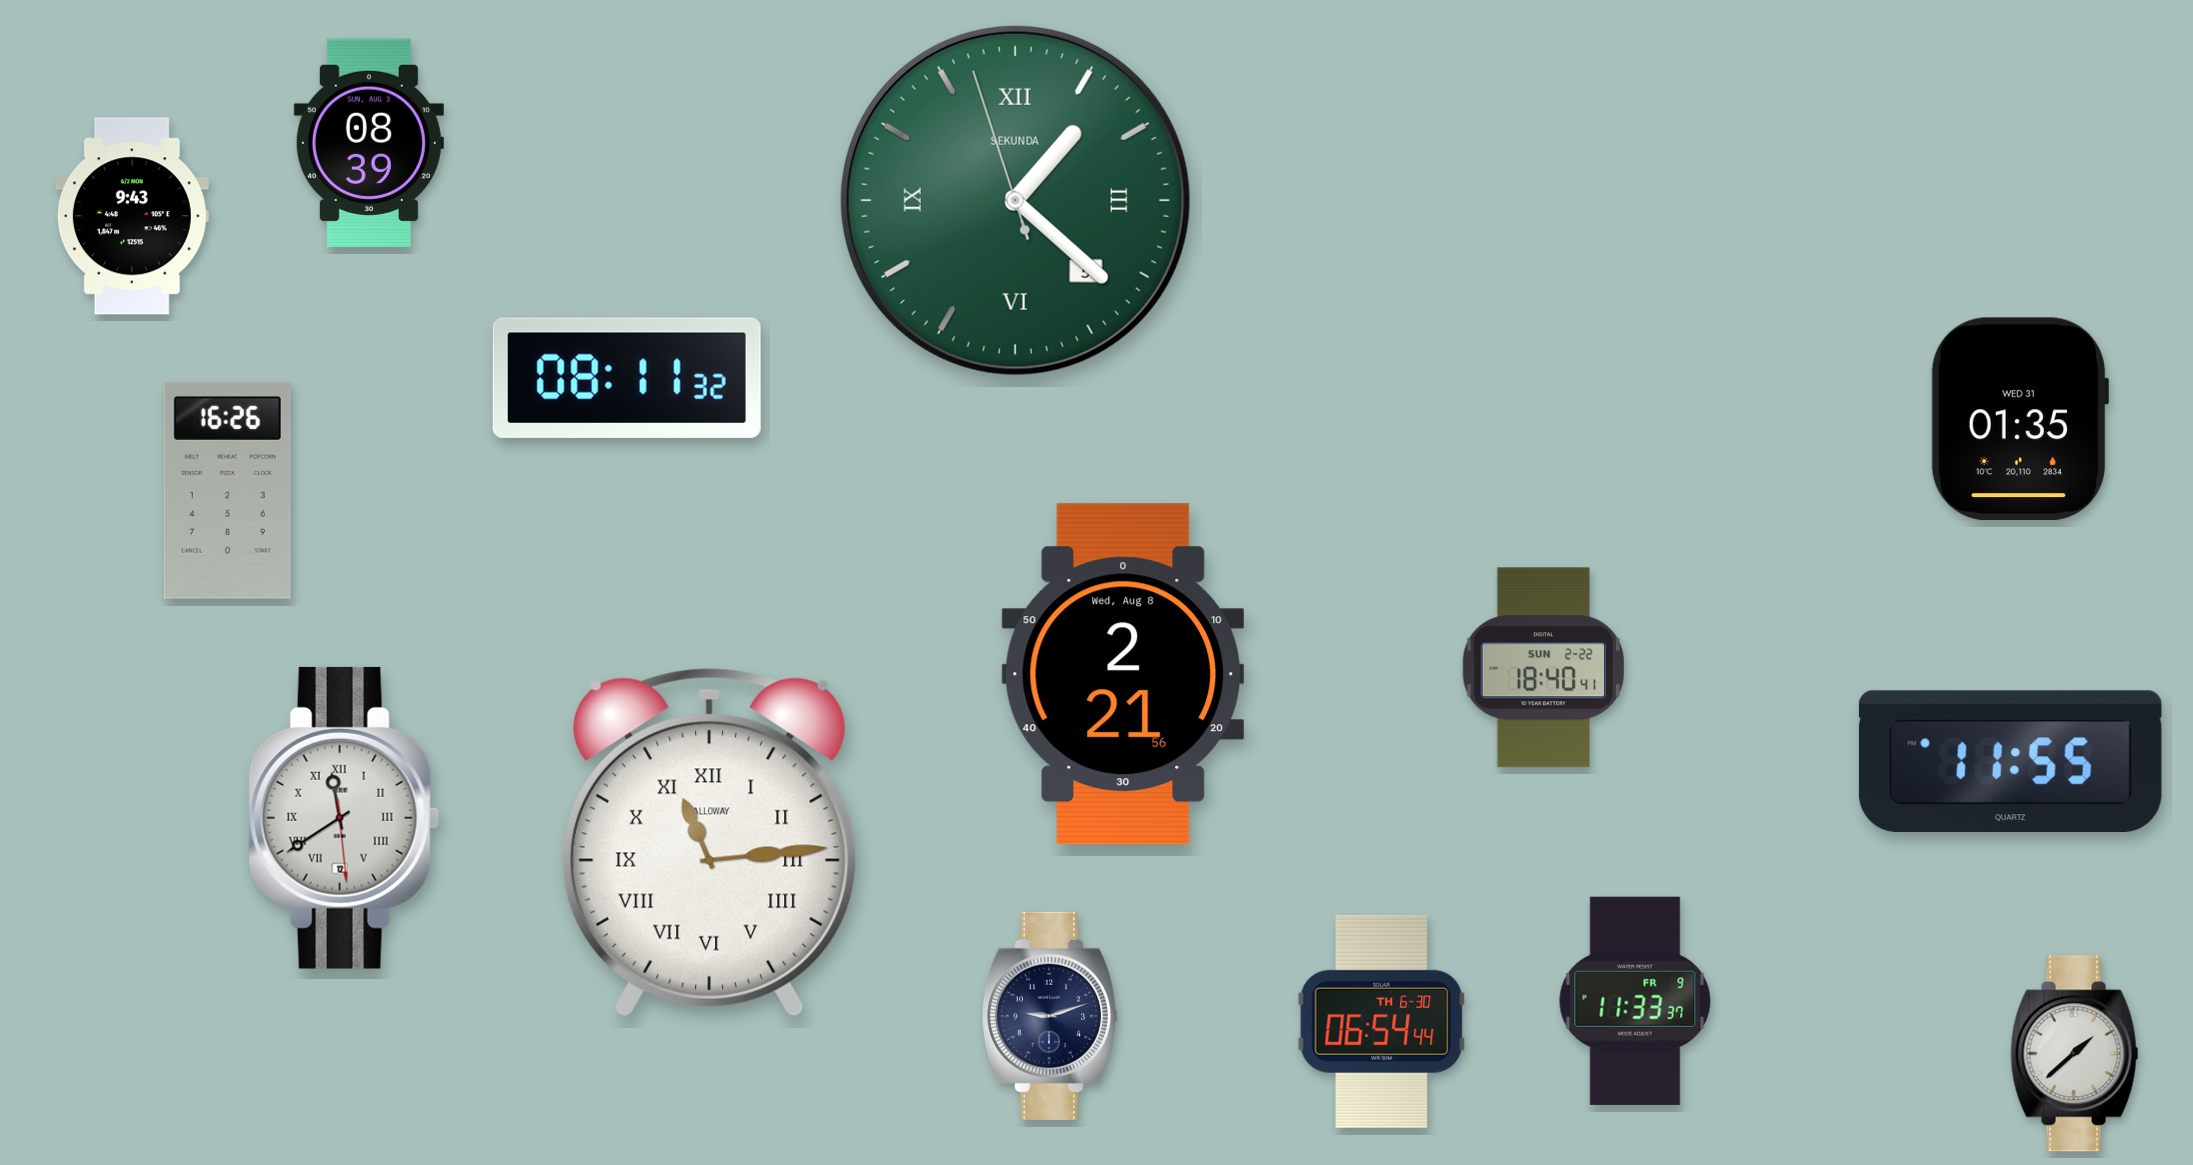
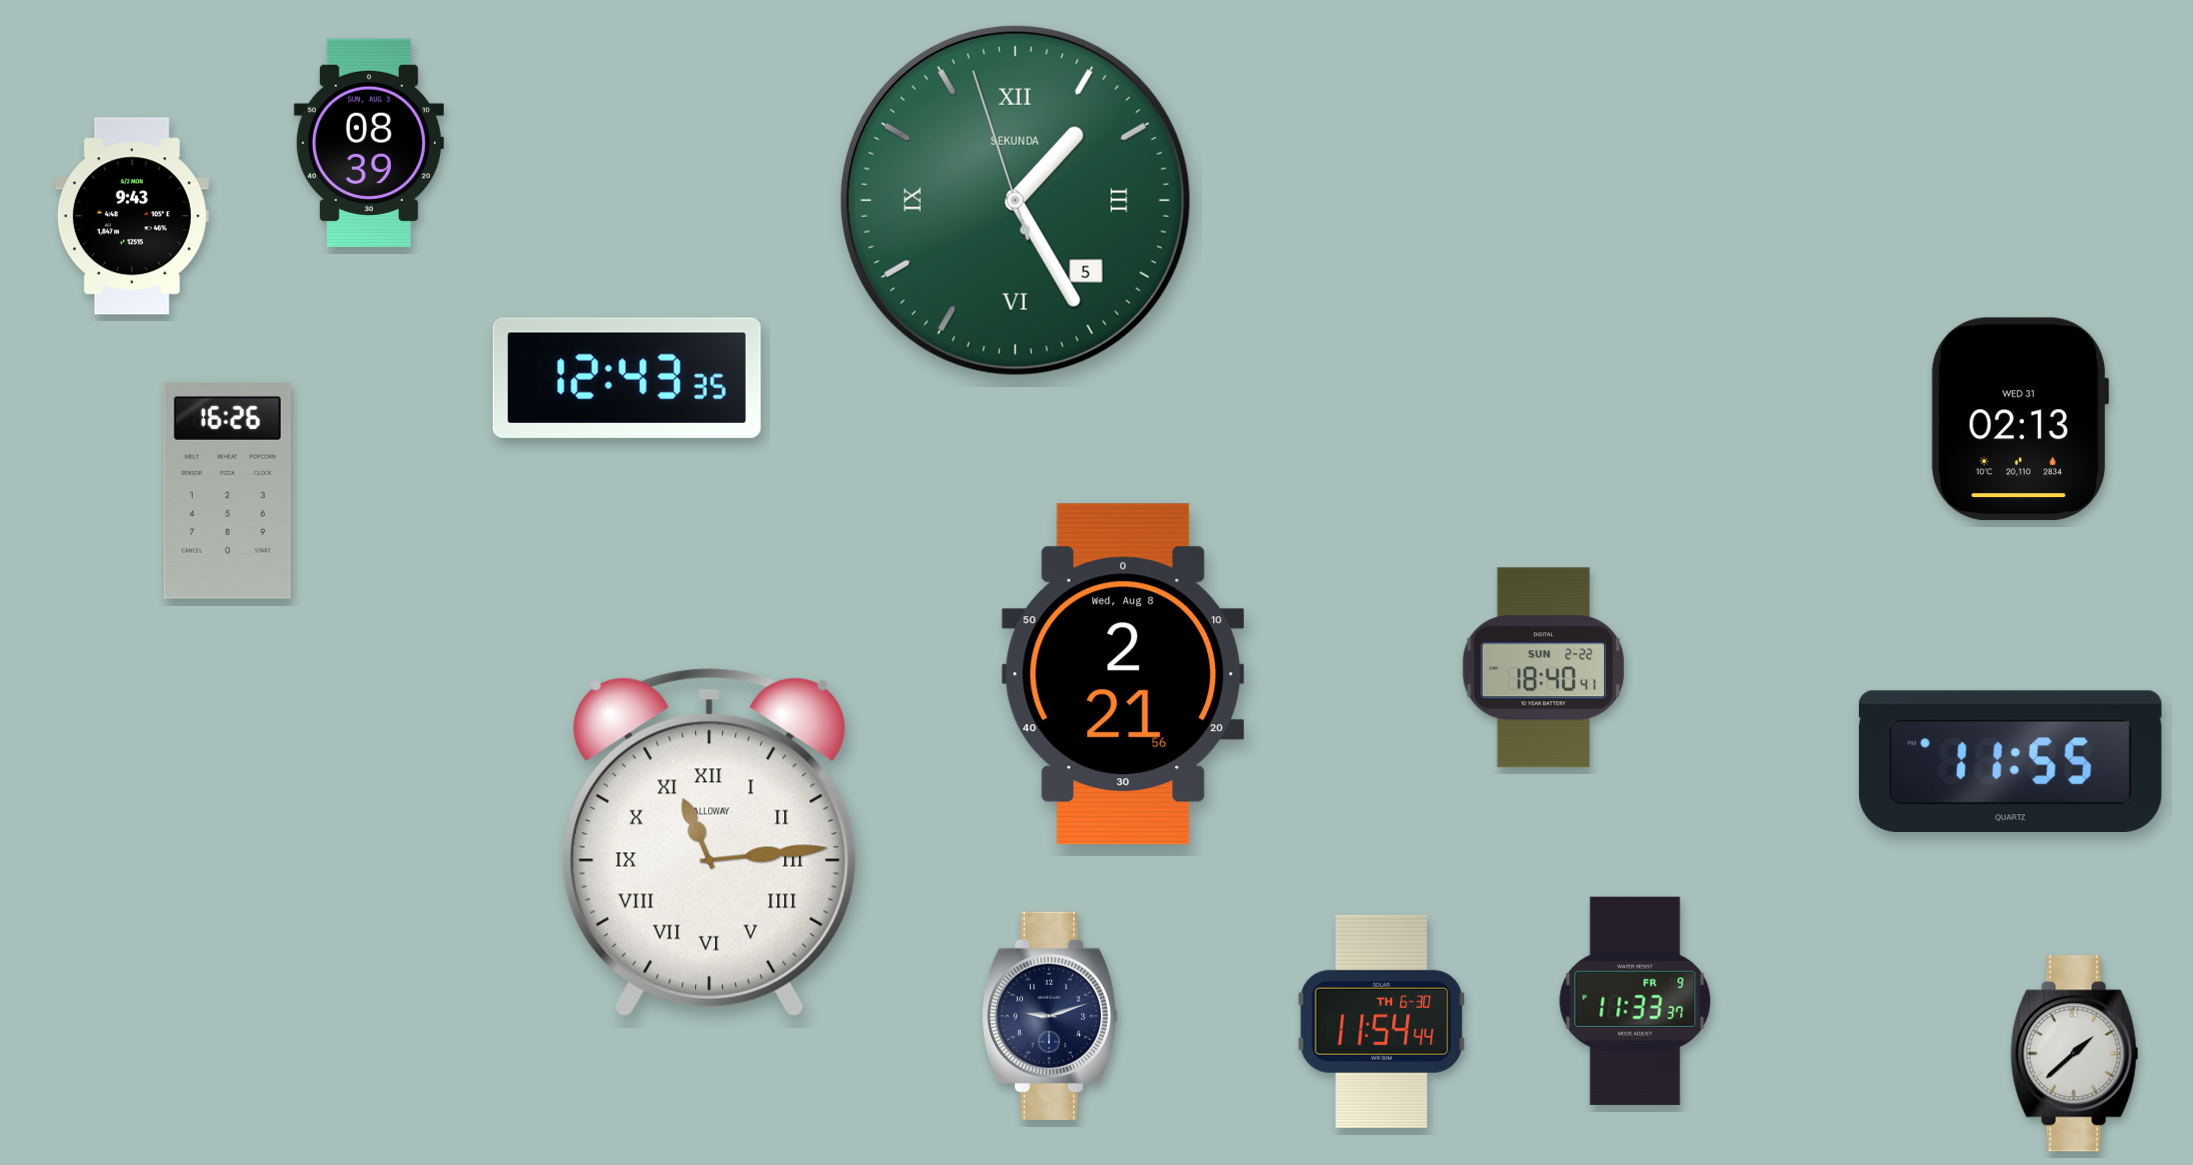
clock at (1015, 200): 1:21 -> 1:24
clock at (627, 378): 08:11 -> 12:43
clock at (2019, 419): 01:35 -> 02:13
clock at (344, 818): 11:39 -> none
clock at (1381, 1021): 06:54 -> 11:54
